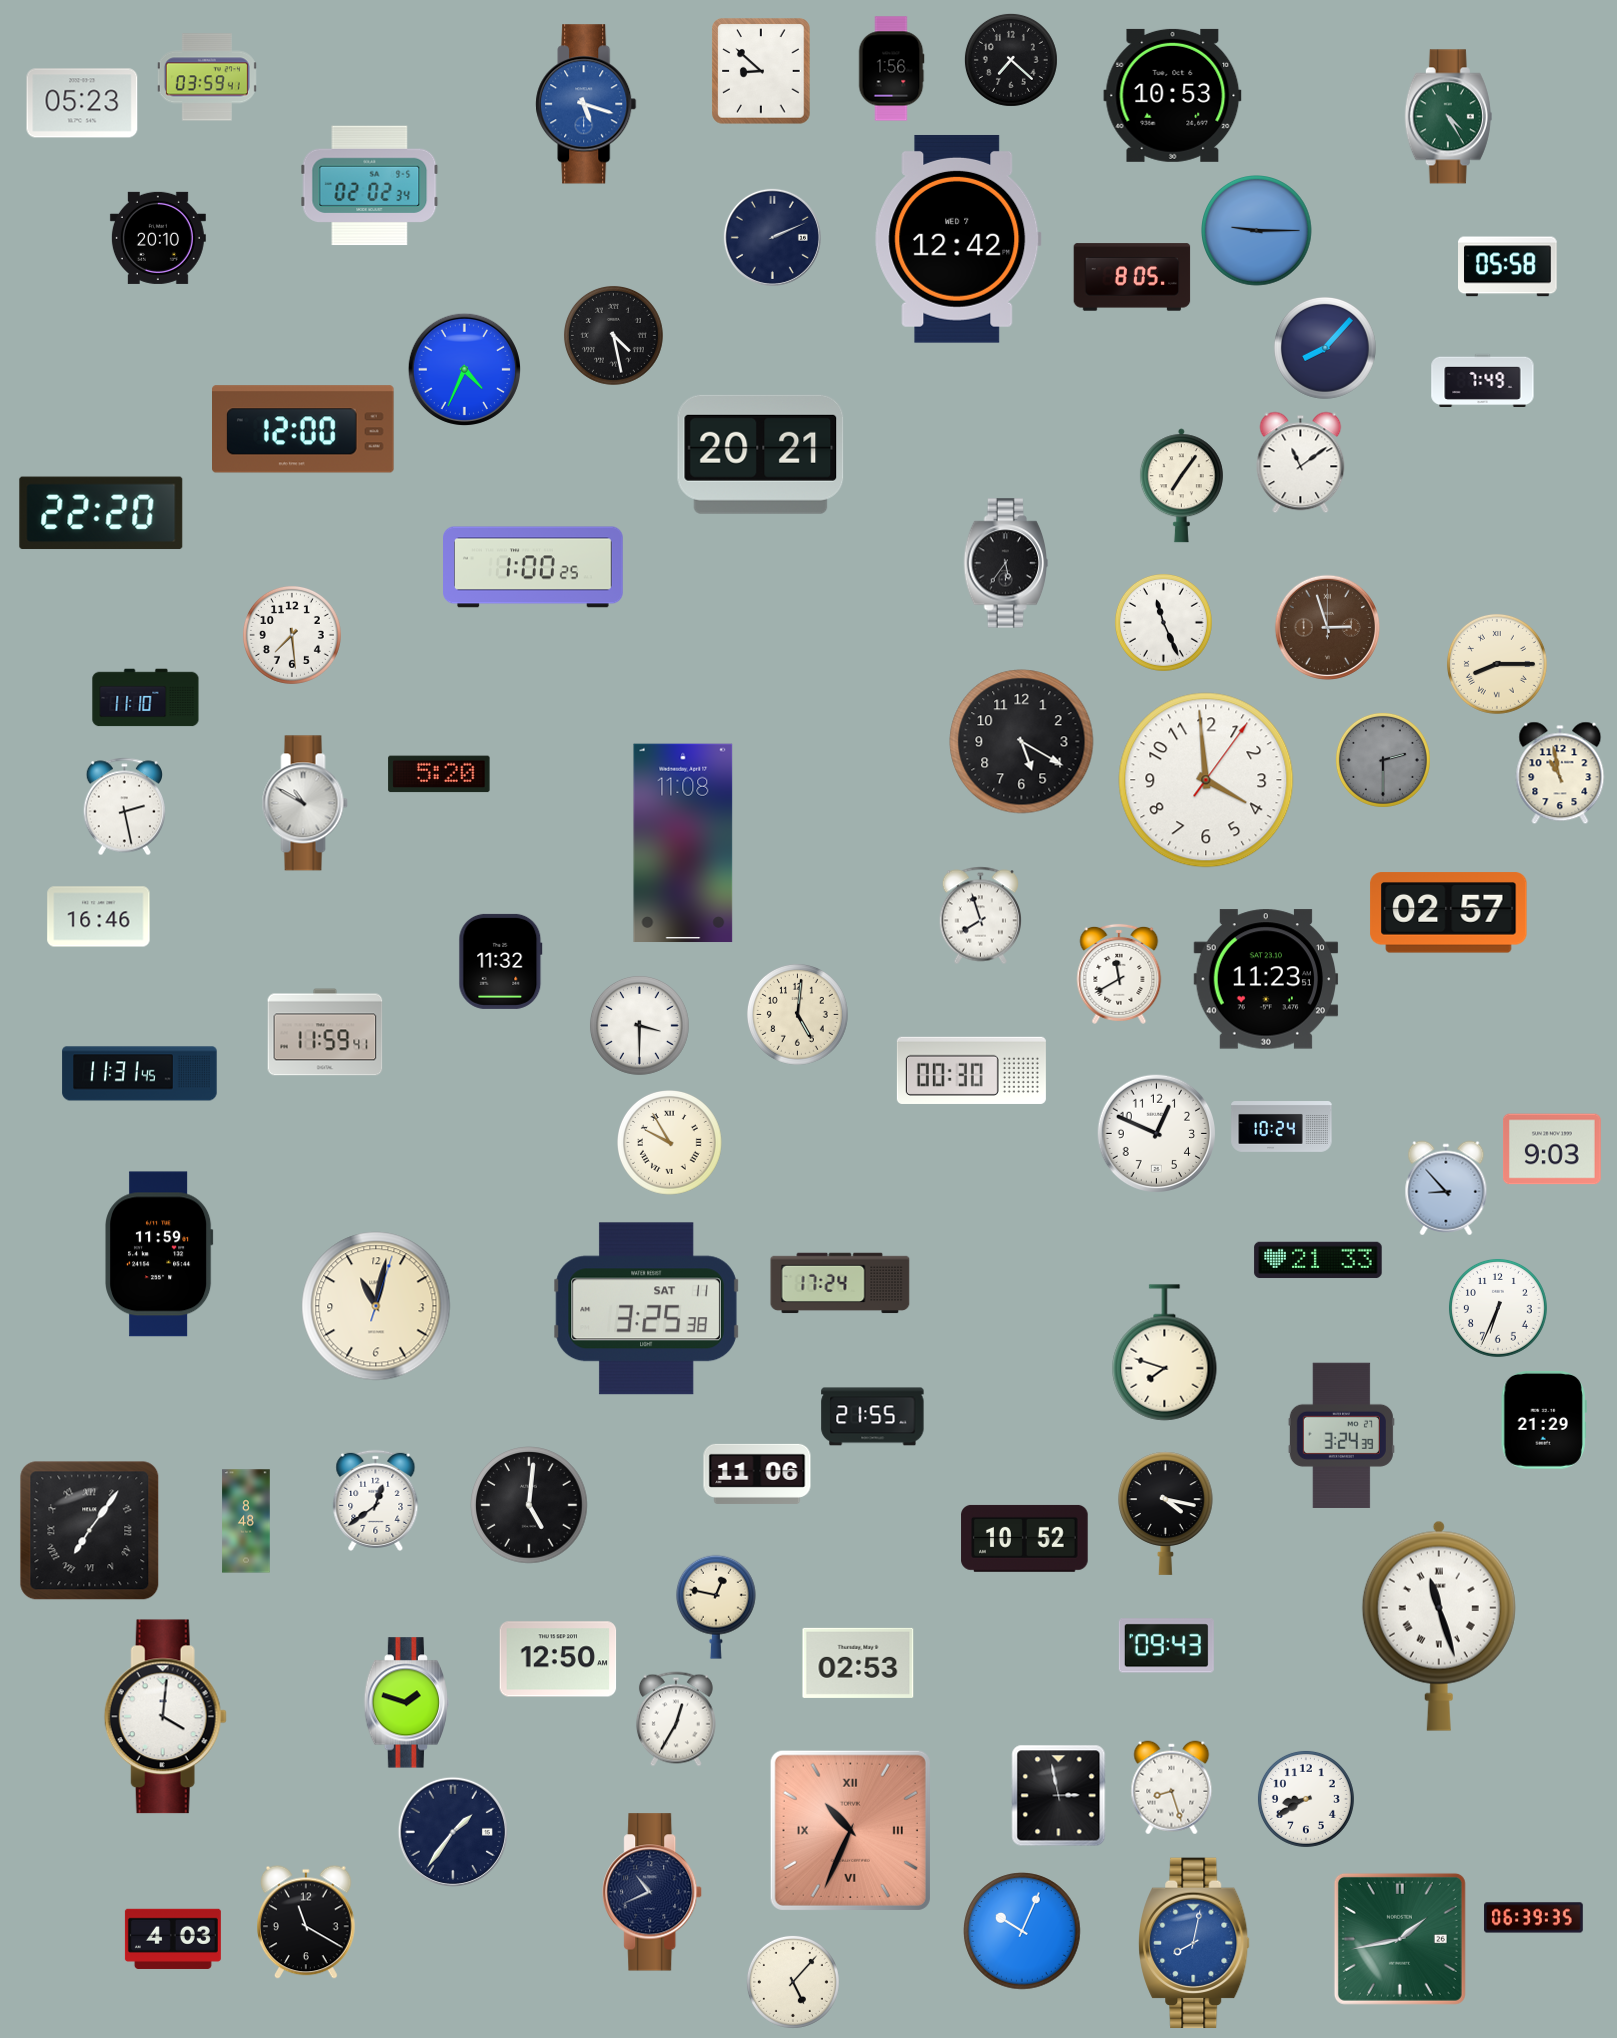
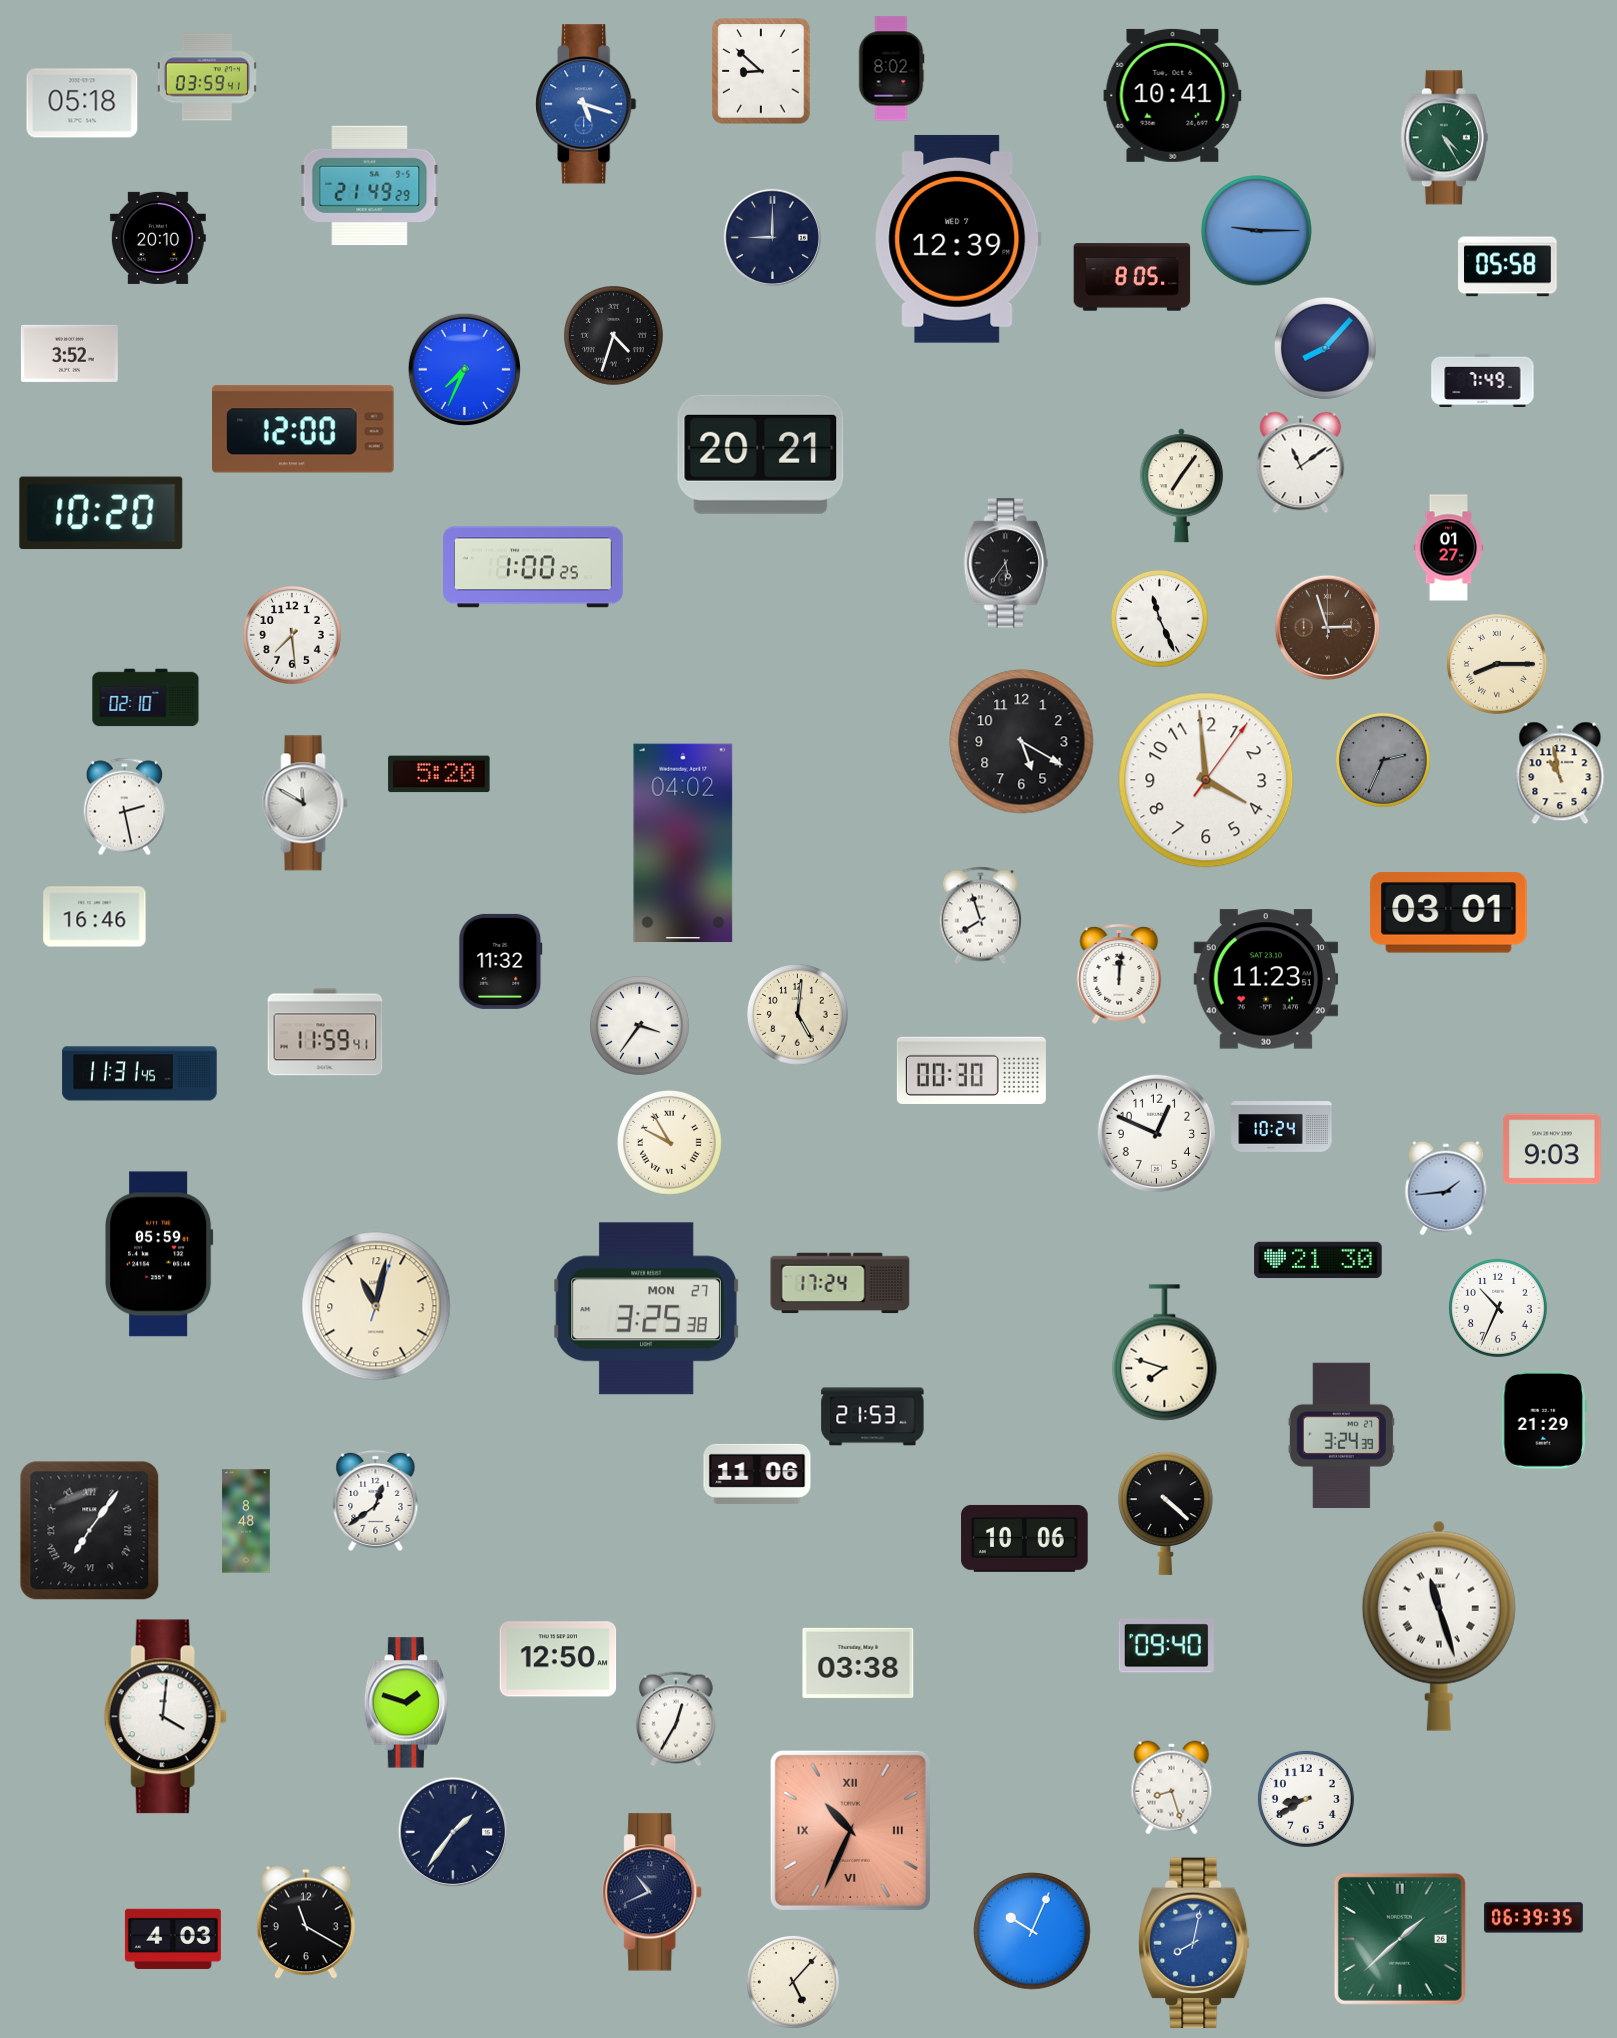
clock at (1011, 60): 7:22 -> none
clock at (891, 69): 1:56 -> 8:02
clock at (1173, 95): 10:53 -> 10:41
clock at (82, 103): 05:23 -> 05:18
clock at (1448, 117) position: (1448, 117) -> (1444, 138)
clock at (370, 186): 02:02 -> 21:49
clock at (772, 237): 2:11 -> 9:00
clock at (958, 239): 12:42 -> 12:39
clock at (613, 335): 4:28 -> 4:33
clock at (69, 353): none -> 3:52
clock at (464, 369): 4:34 -> 7:34
clock at (101, 513): 22:20 -> 10:20
clock at (1449, 548): none -> 01:27
clock at (1163, 622) position: (1163, 622) -> (1159, 618)
clock at (146, 698): 11:10 -> 02:10
clock at (1383, 760): 2:30 -> 2:34
clock at (305, 803): 10:50 -> 11:50
clock at (683, 843): 11:08 -> 04:02
clock at (1449, 913): 02:57 -> 03:01
clock at (99, 917) position: (99, 917) -> (95, 917)
clock at (1119, 974): 11:40 -> 12:01
clock at (639, 1025): 3:30 -> 3:36
clock at (1446, 1188): 8:53 -> 1:44
clock at (160, 1254): 11:59 -> 05:59
clock at (1318, 1260): 21:33 -> 21:30
clock at (1498, 1308): 6:34 -> 10:34
clock at (646, 1309) date: SAT 11 -> MON 27
clock at (873, 1417): 21:55 -> 21:53
clock at (529, 1505): 5:01 -> none
clock at (1166, 1513): 4:17 -> 4:22
clock at (1025, 1538): 10:52 -> 10:06
clock at (716, 1607): 12:47 -> none
clock at (1166, 1646): 09:43 -> 09:40
clock at (858, 1663): 02:53 -> 03:38
clock at (1059, 1796): 2:58 -> none
clock at (1022, 1931) position: (1022, 1931) -> (1032, 1931)
clock at (1400, 1939): 1:43 -> 1:38
